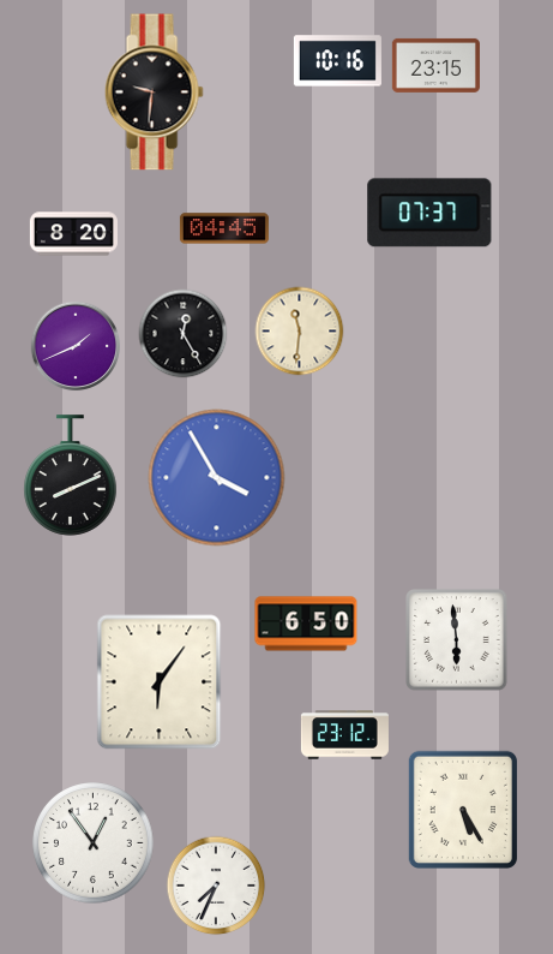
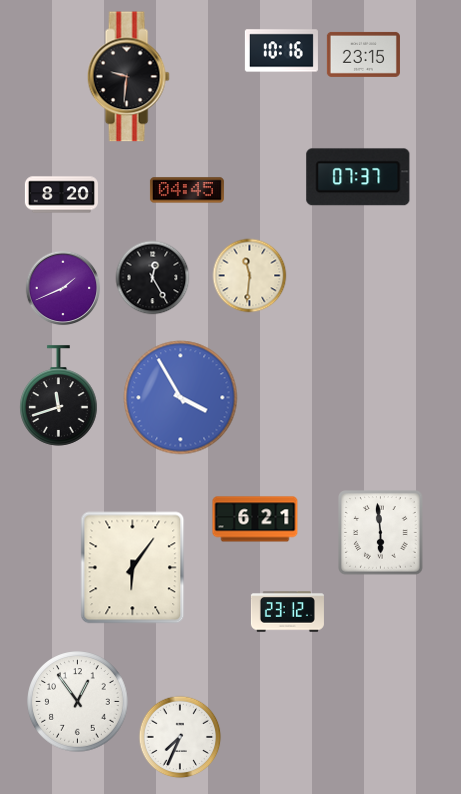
clock at (71, 476): 8:11 -> 11:42
clock at (306, 624): 6:50 -> 6:21
clock at (463, 810): 5:25 -> none
